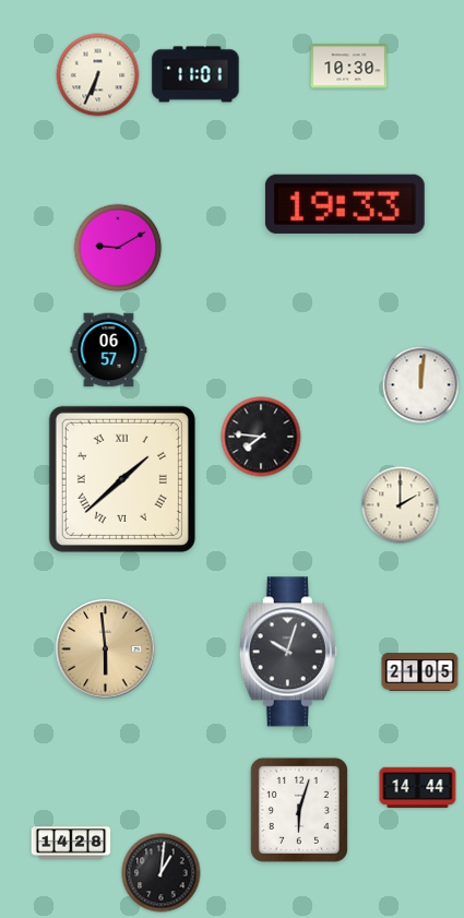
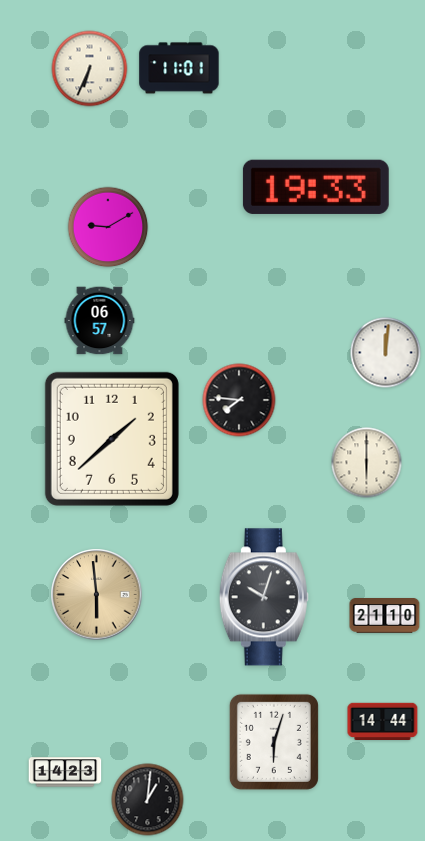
clock at (349, 67): 10:30 -> none
clock at (122, 479) numerals: Roman -> Arabic
clock at (401, 505): 2:00 -> 6:00
clock at (420, 672): 21:05 -> 21:10
clock at (71, 843): 14:28 -> 14:23
